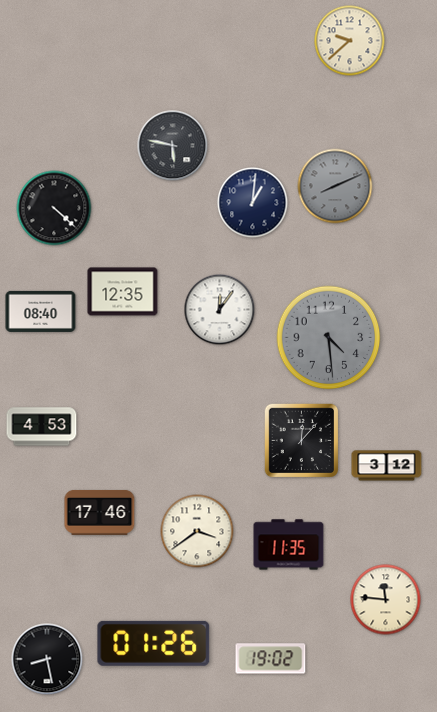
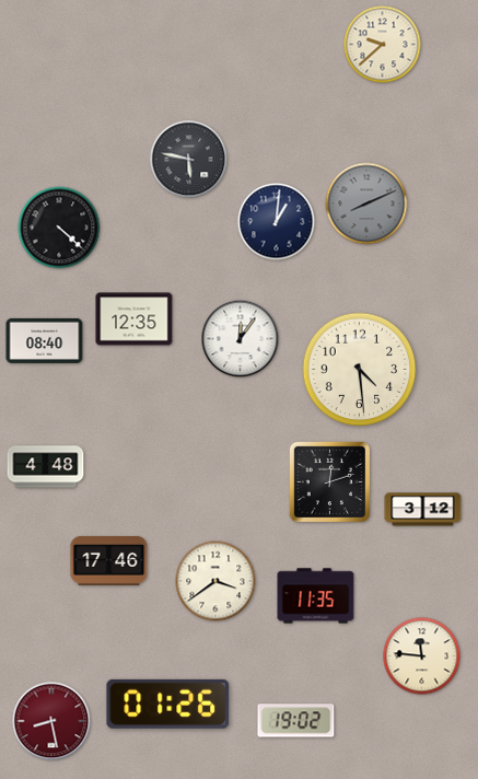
clock at (329, 338) dial: grey -> cream
clock at (42, 427): 4:53 -> 4:48
clock at (302, 441): 12:07 -> 12:12
clock at (47, 659) dial: black -> burgundy
